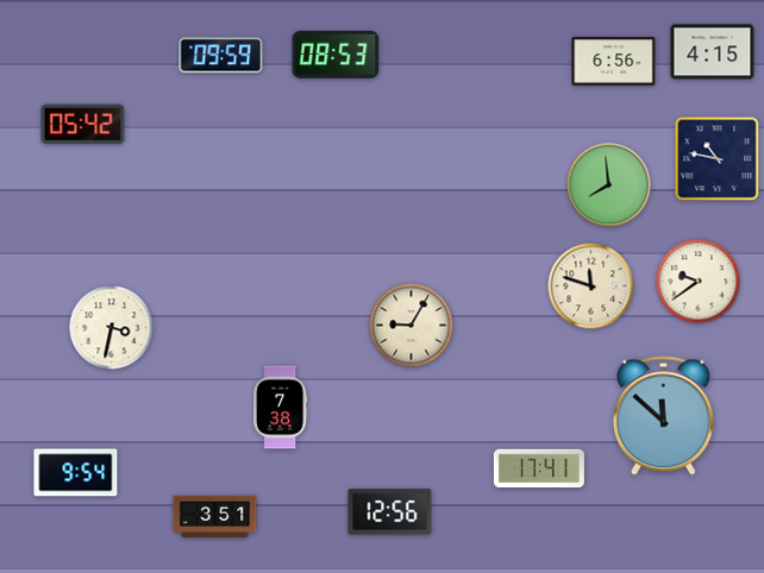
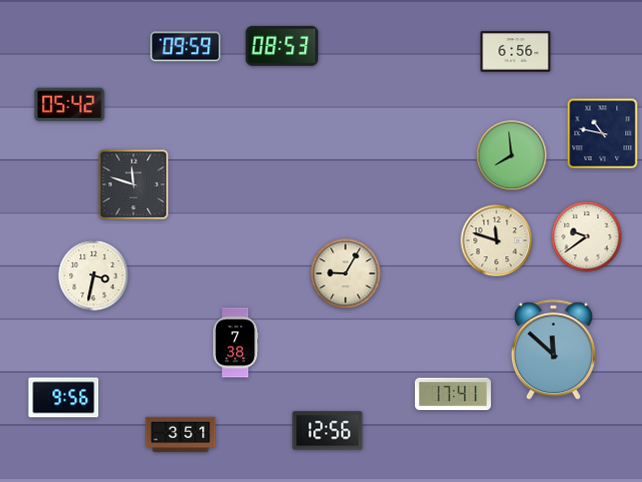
clock at (713, 52): 4:15 -> none
clock at (134, 185): none -> 11:48
clock at (663, 416) position: (663, 416) -> (553, 350)
clock at (76, 473): 9:54 -> 9:56
